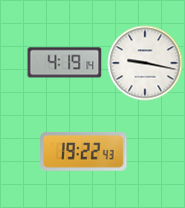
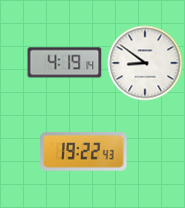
clock at (145, 63): 9:17 -> 8:51
